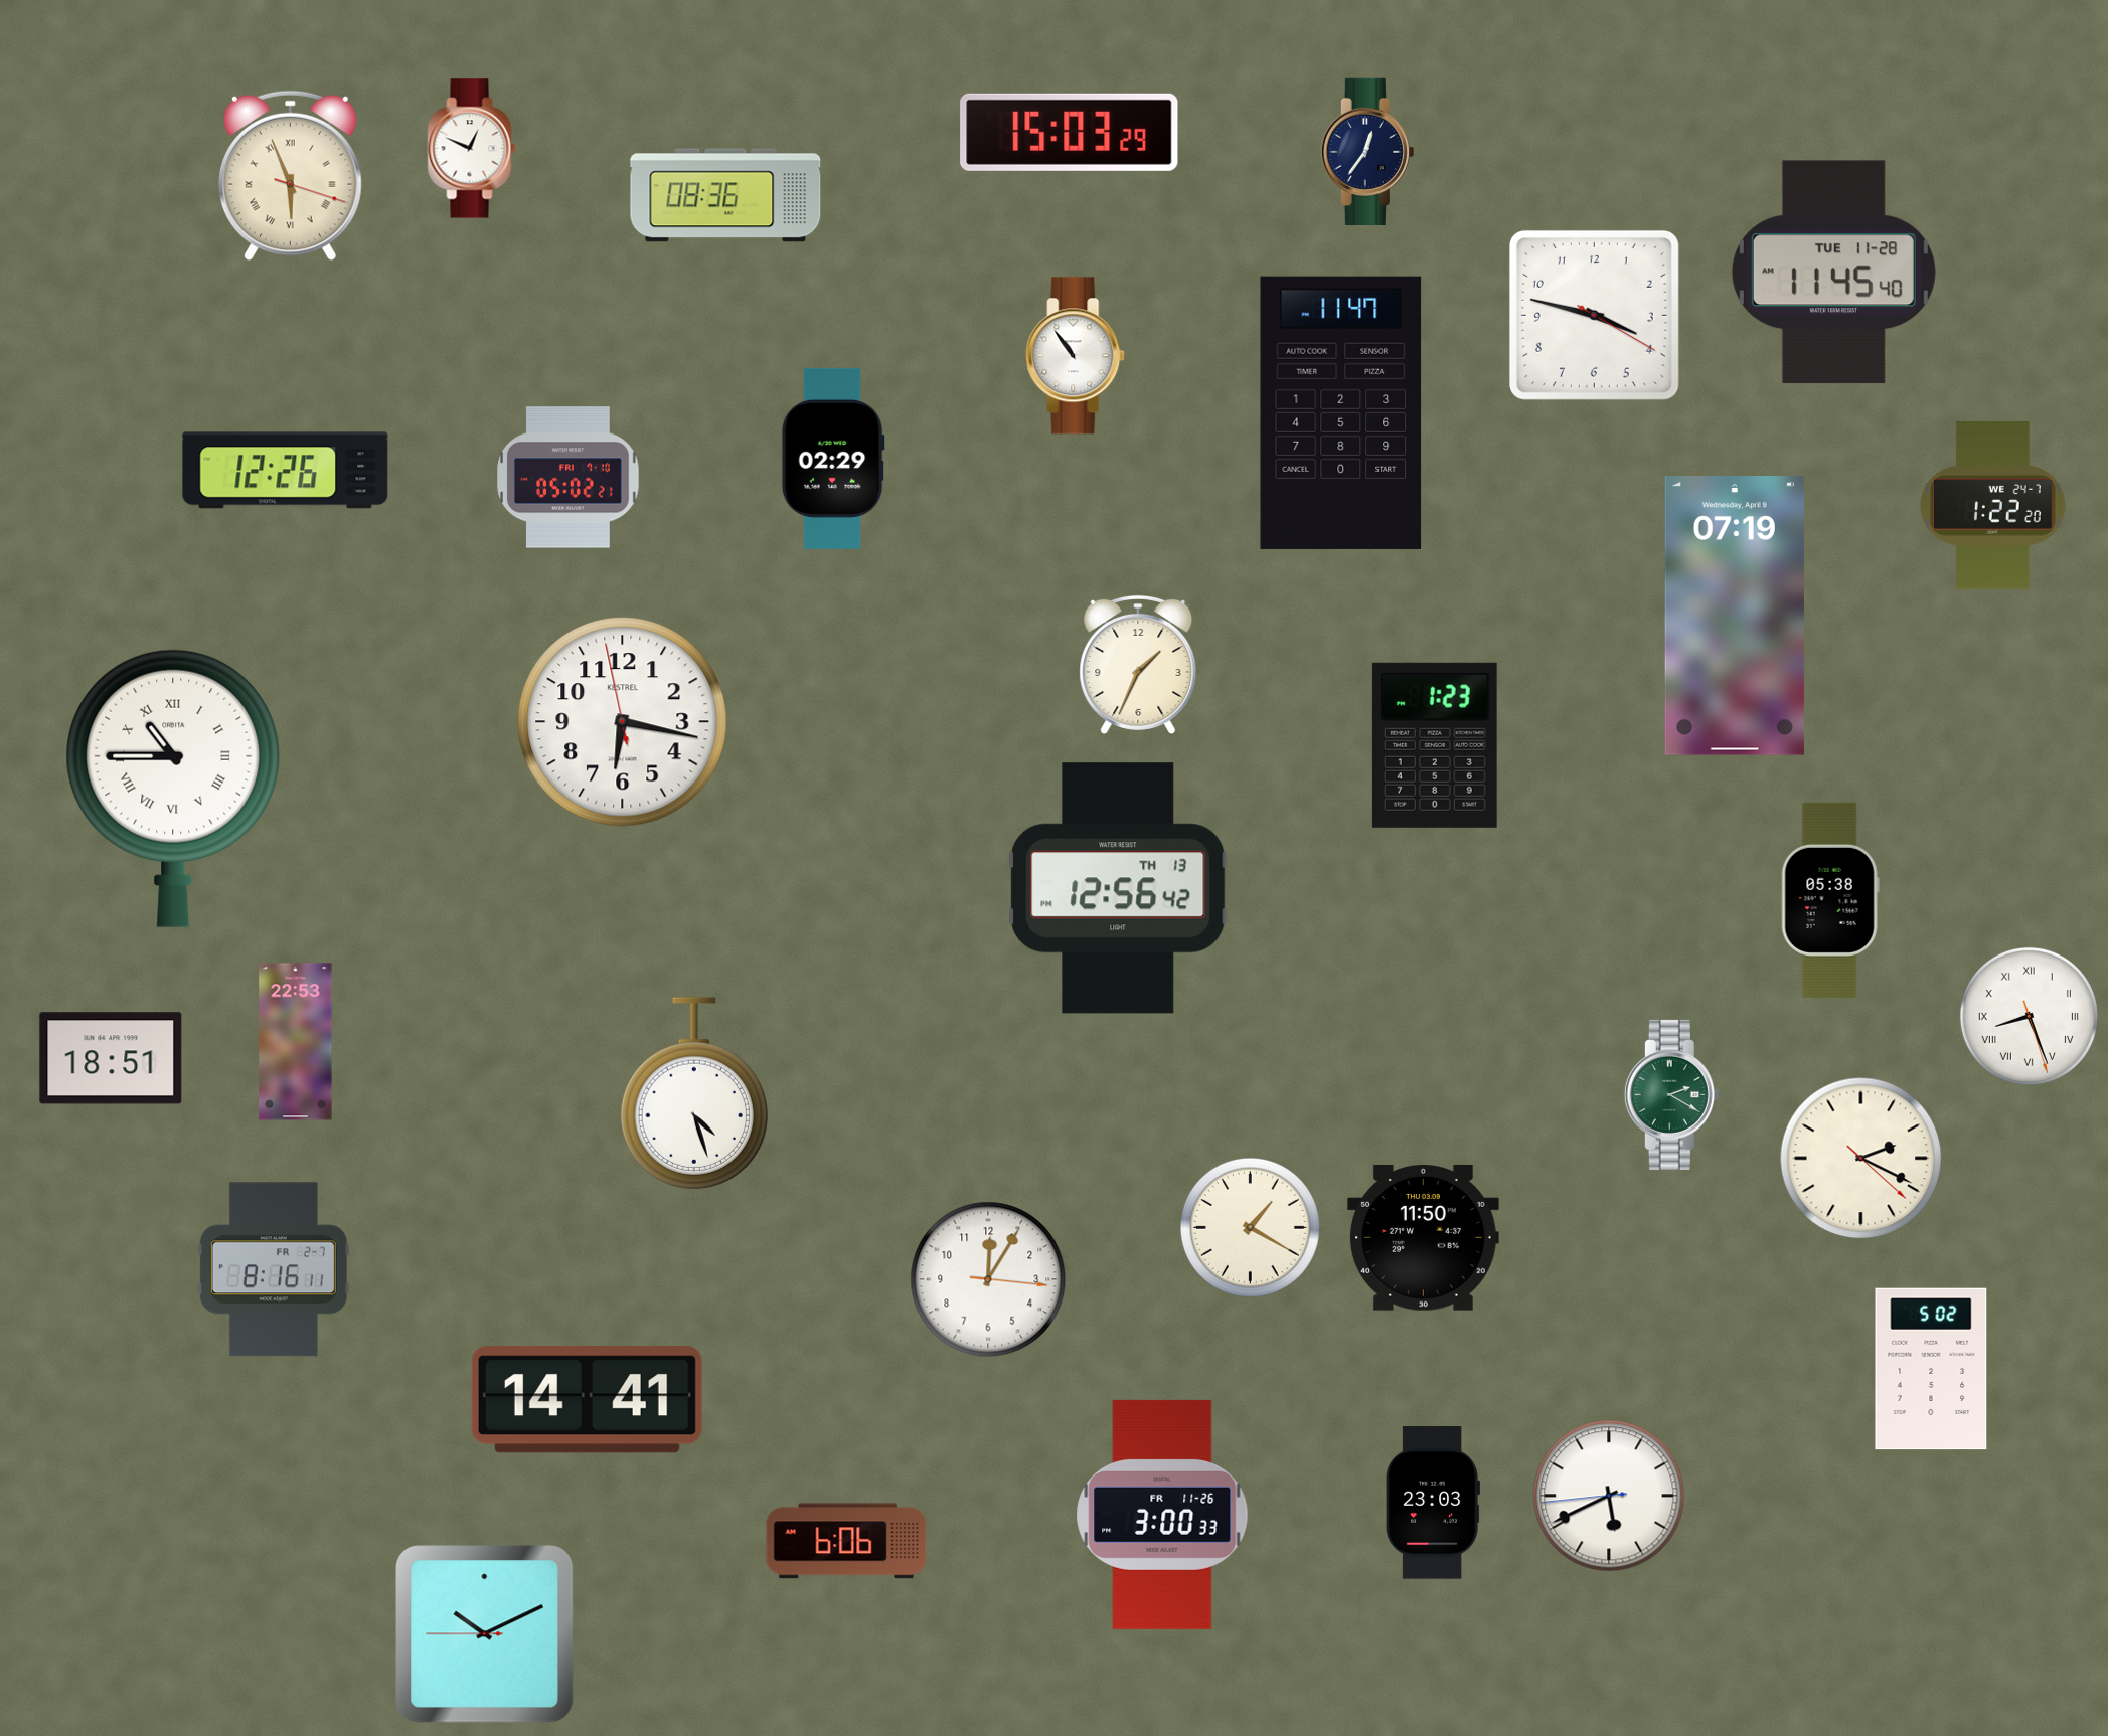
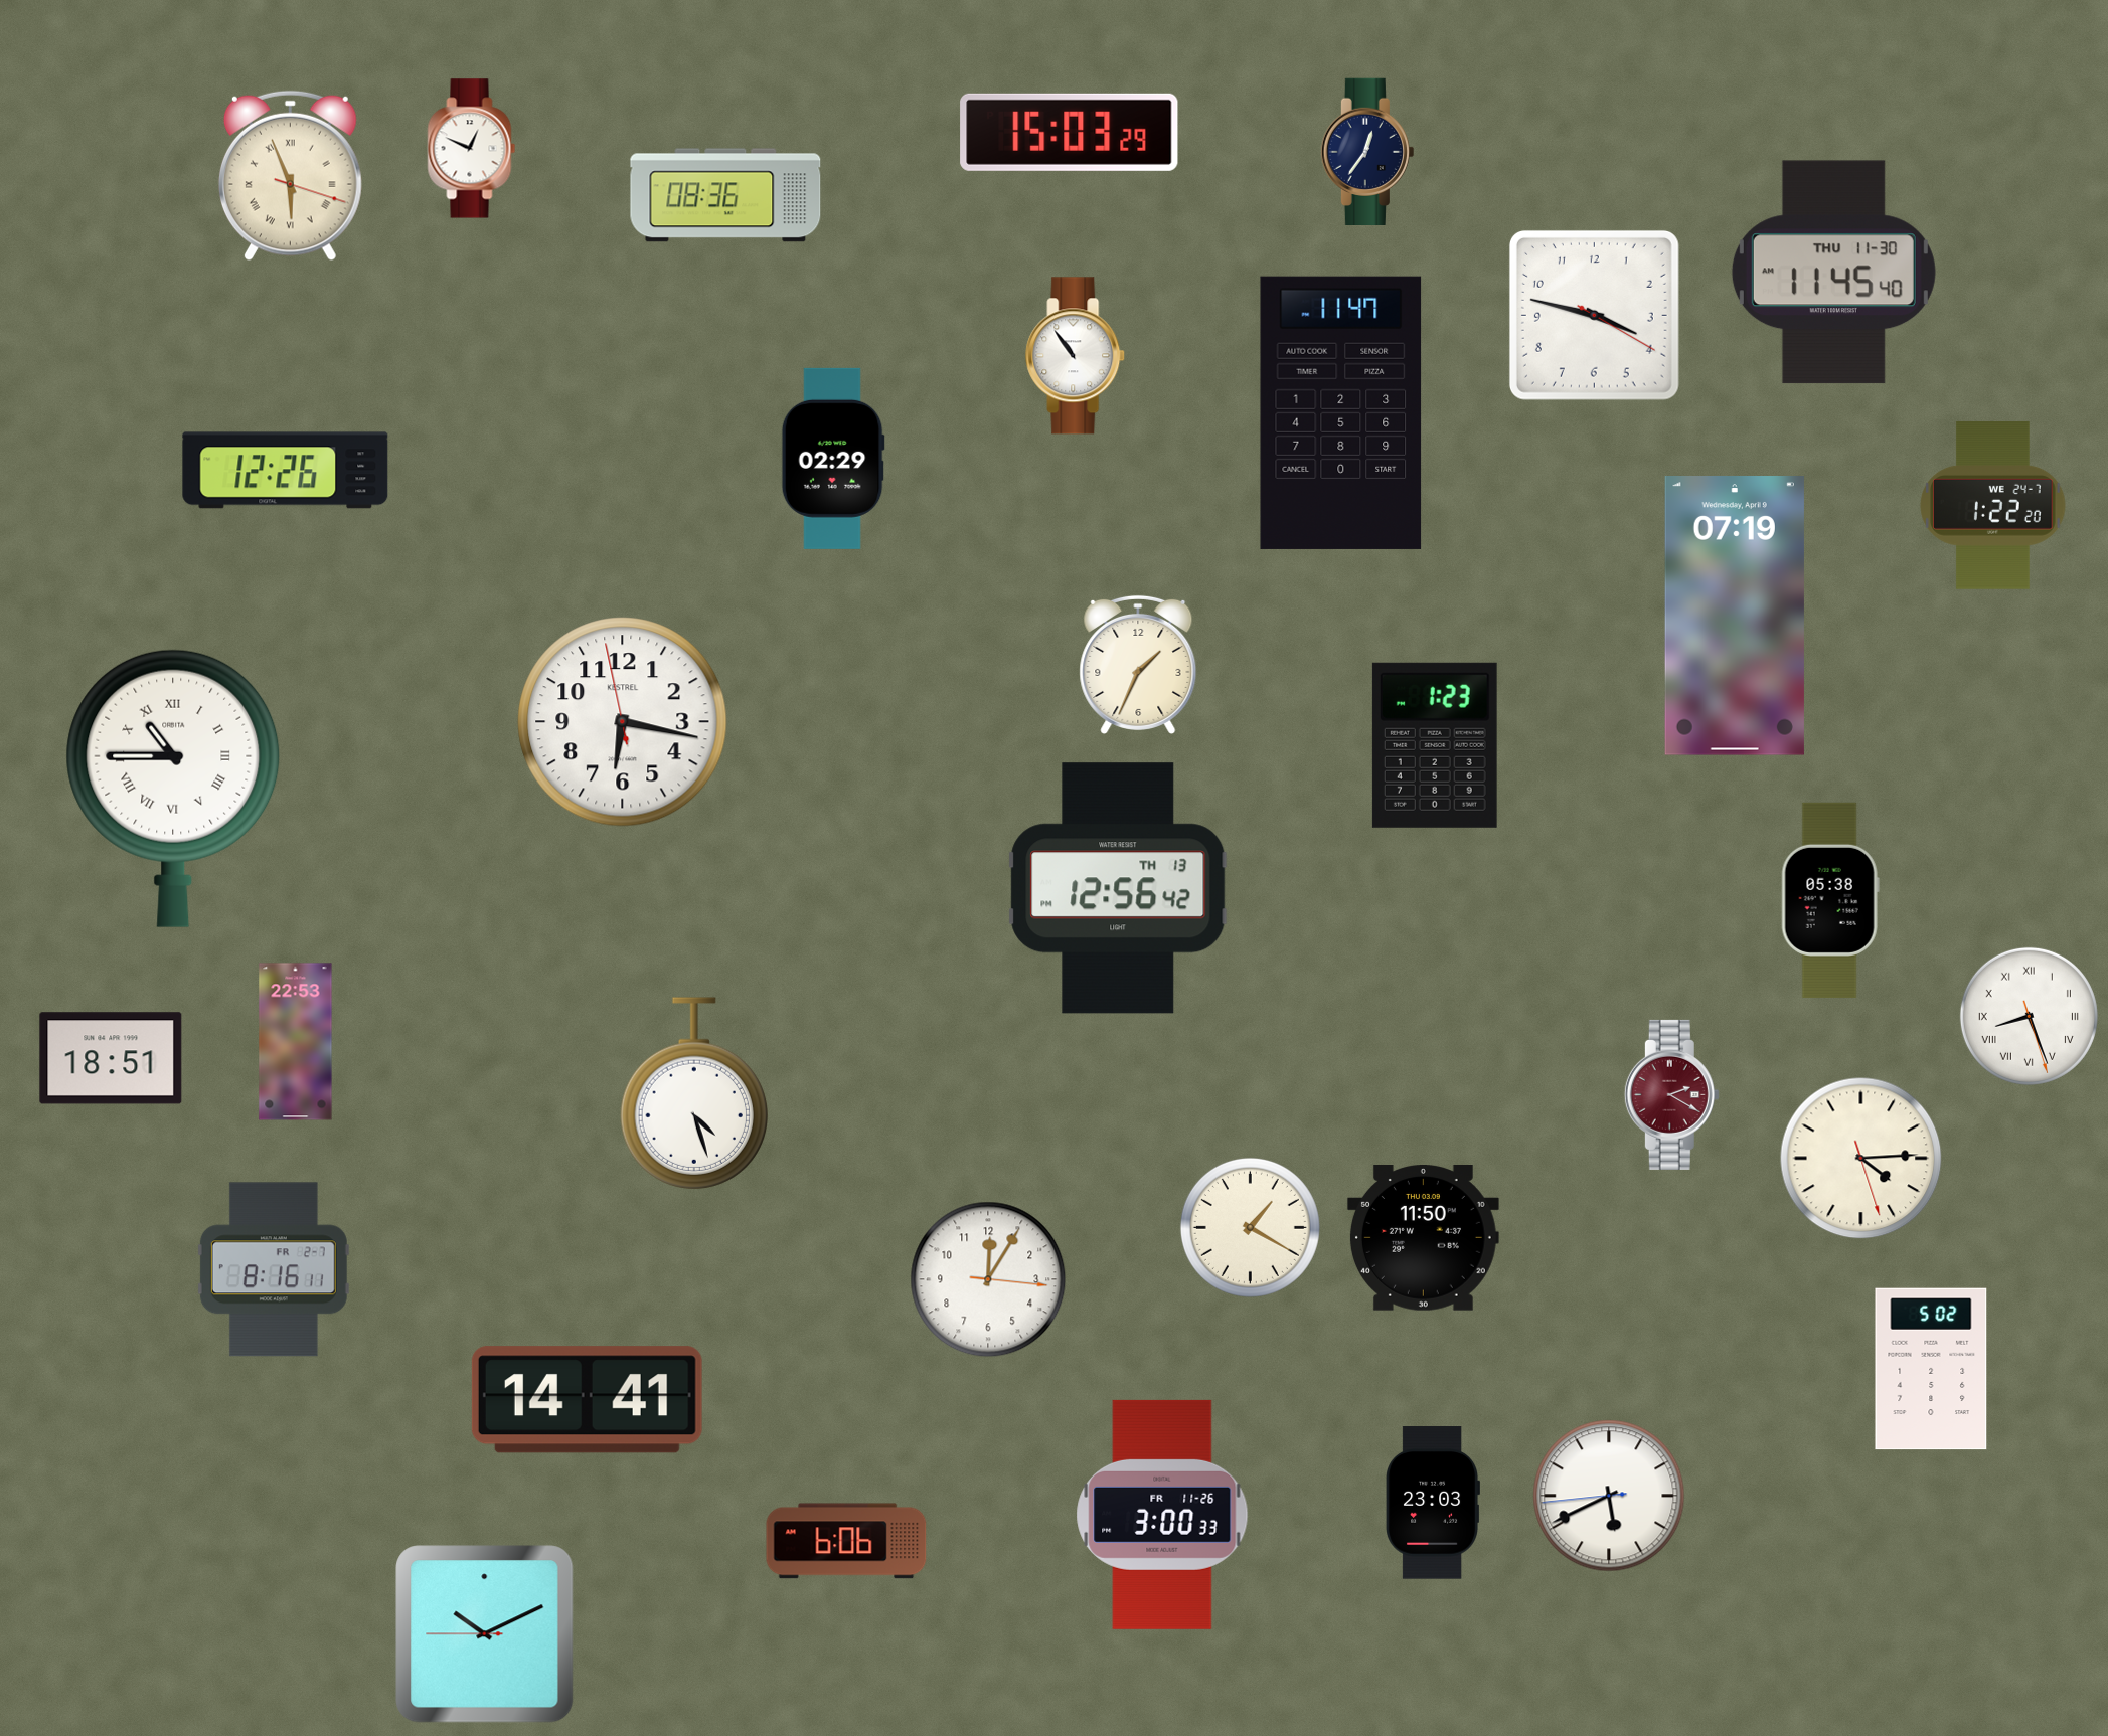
clock at (1833, 273) date: TUE 11-28 -> THU 11-30
clock at (569, 478): 05:02 -> none
clock at (1671, 1094) dial: green -> burgundy
clock at (1861, 1159): 2:19 -> 4:14
